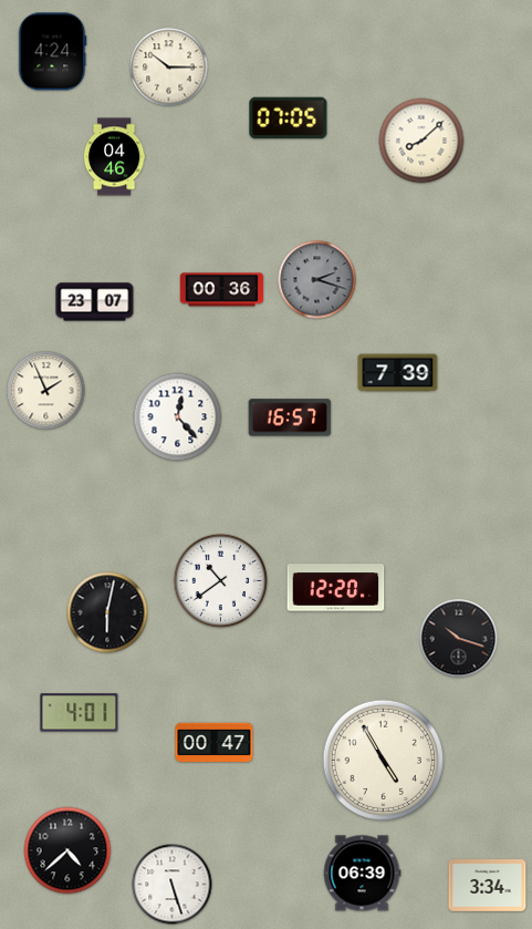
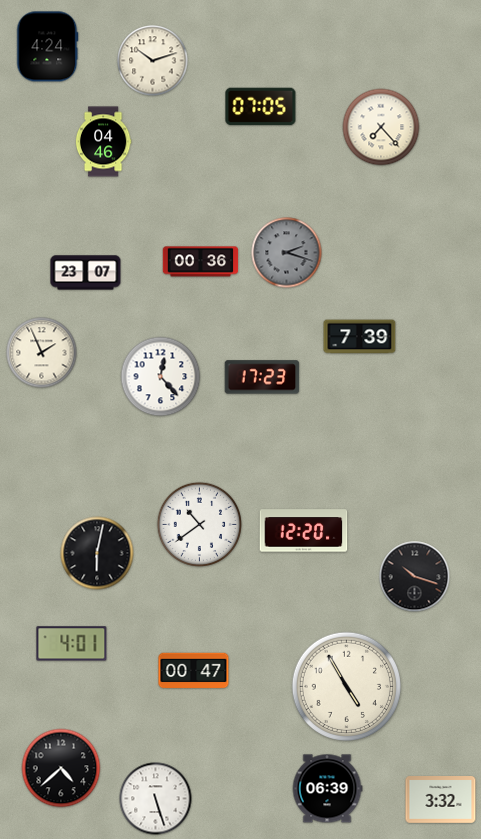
clock at (169, 68): 10:15 -> 10:12
clock at (421, 141): 8:08 -> 7:23
clock at (290, 417): 16:57 -> 17:23
clock at (488, 886): 3:34 -> 3:32
